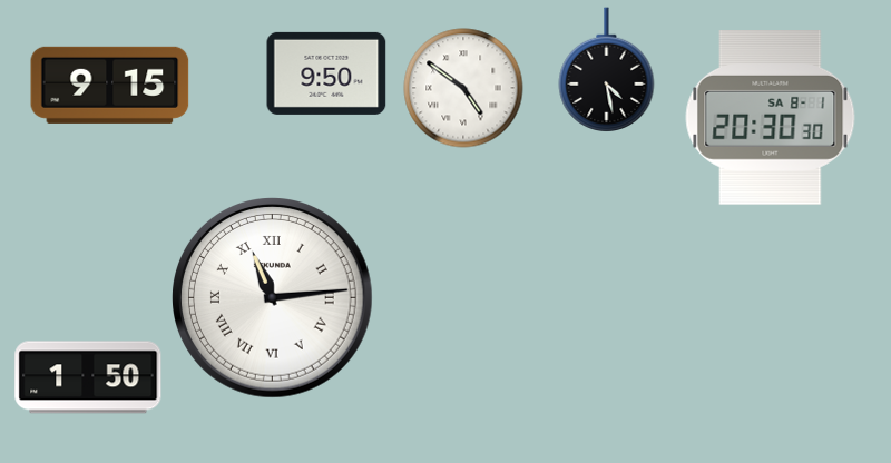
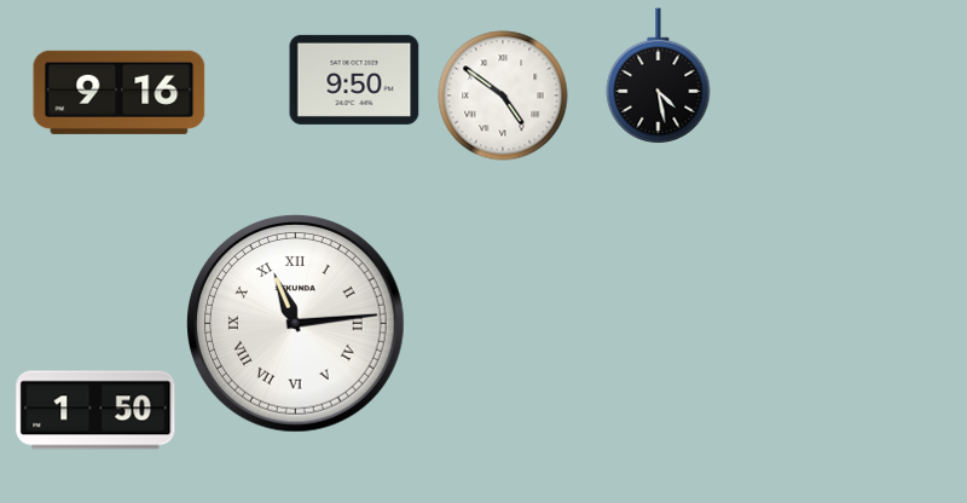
clock at (110, 85): 9:15 -> 9:16
clock at (771, 118): 20:30 -> none
